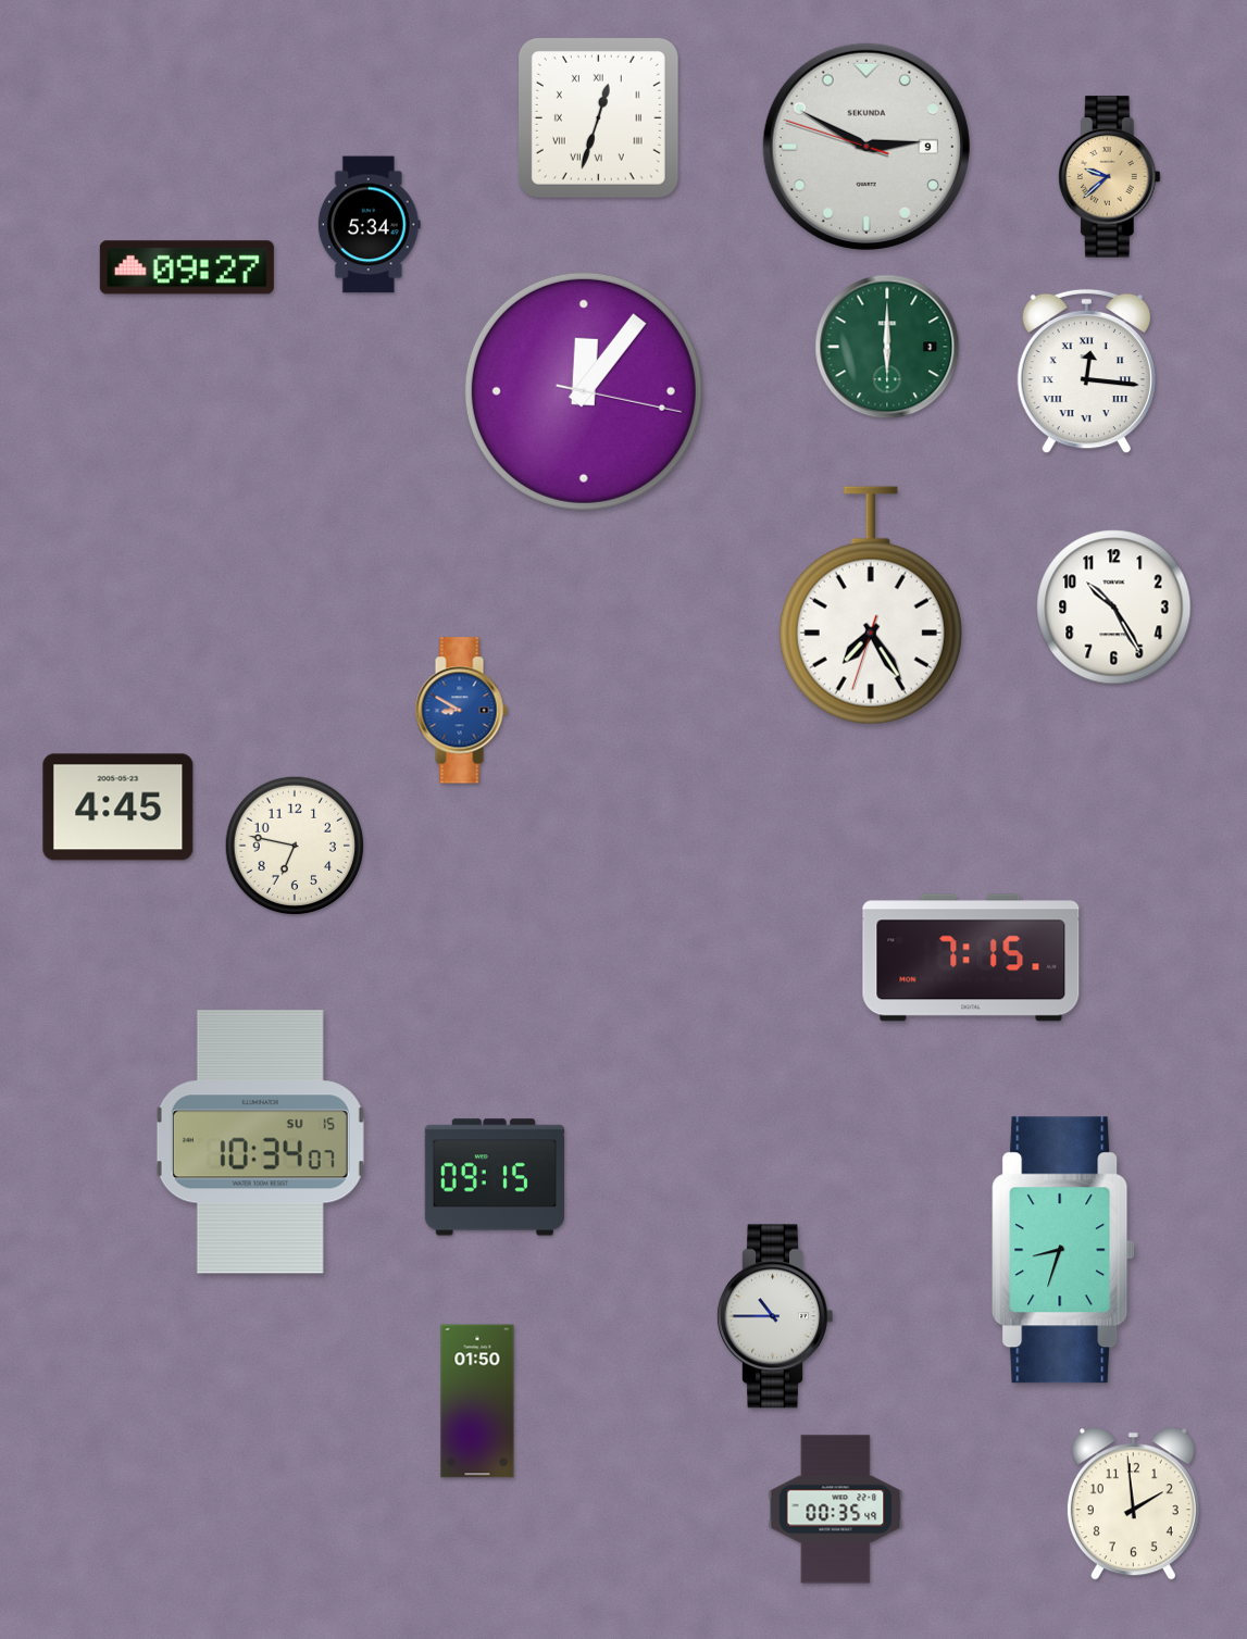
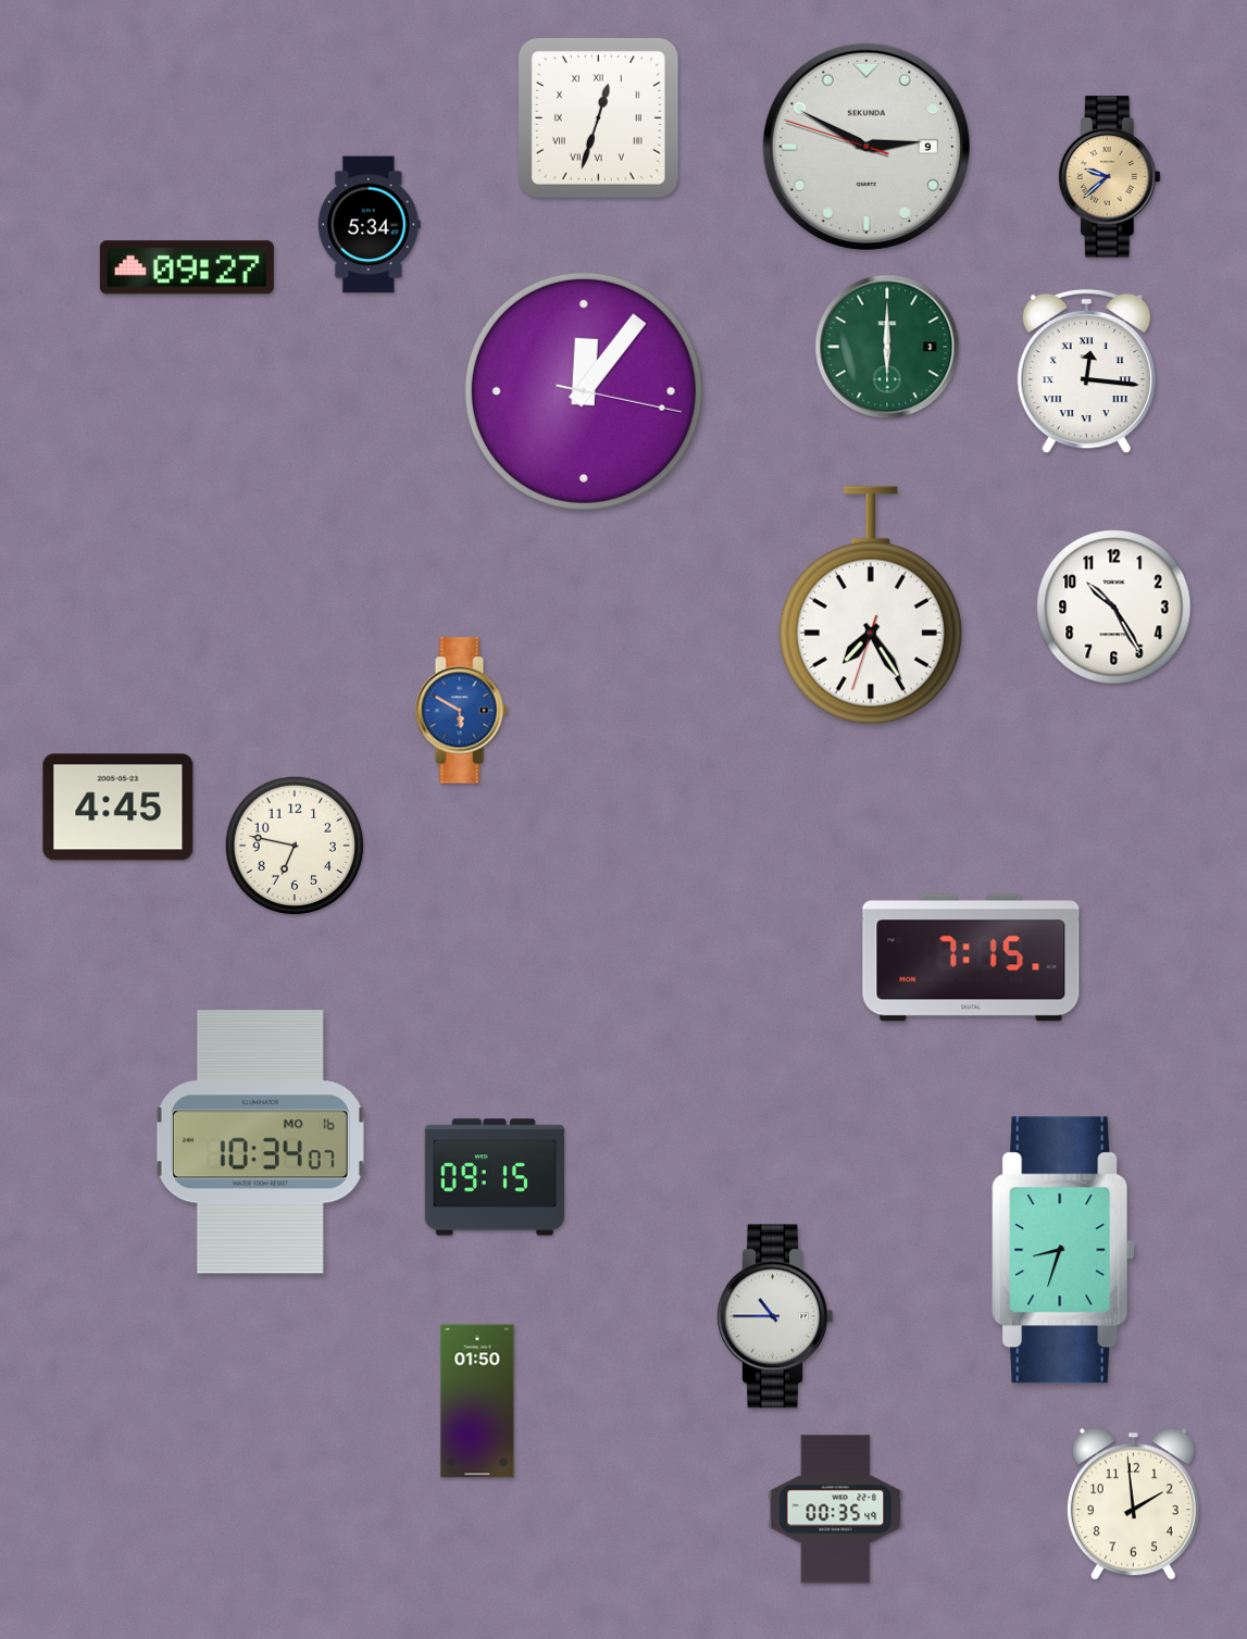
clock at (461, 711): 8:50 -> 5:50
clock at (260, 1142) date: SU 15 -> MO 16
